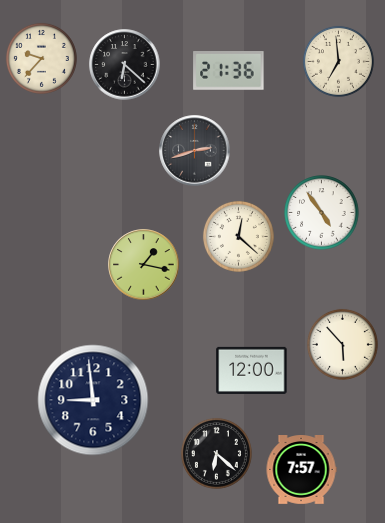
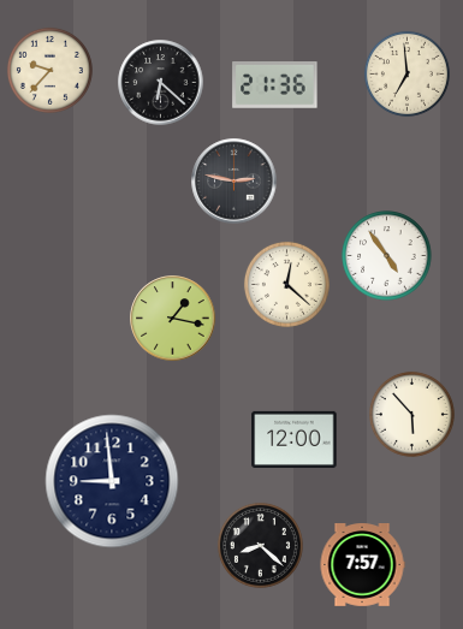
clock at (125, 65) position: (125, 65) -> (161, 83)
clock at (195, 151): 2:42 -> 2:47
clock at (252, 370) position: (252, 370) -> (295, 439)
clock at (216, 453): 6:22 -> 8:22
